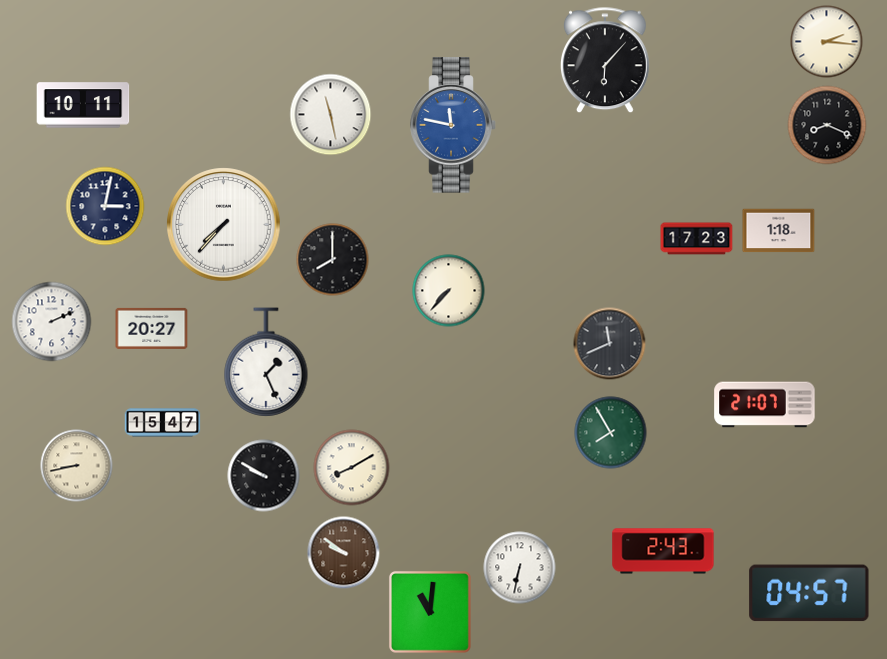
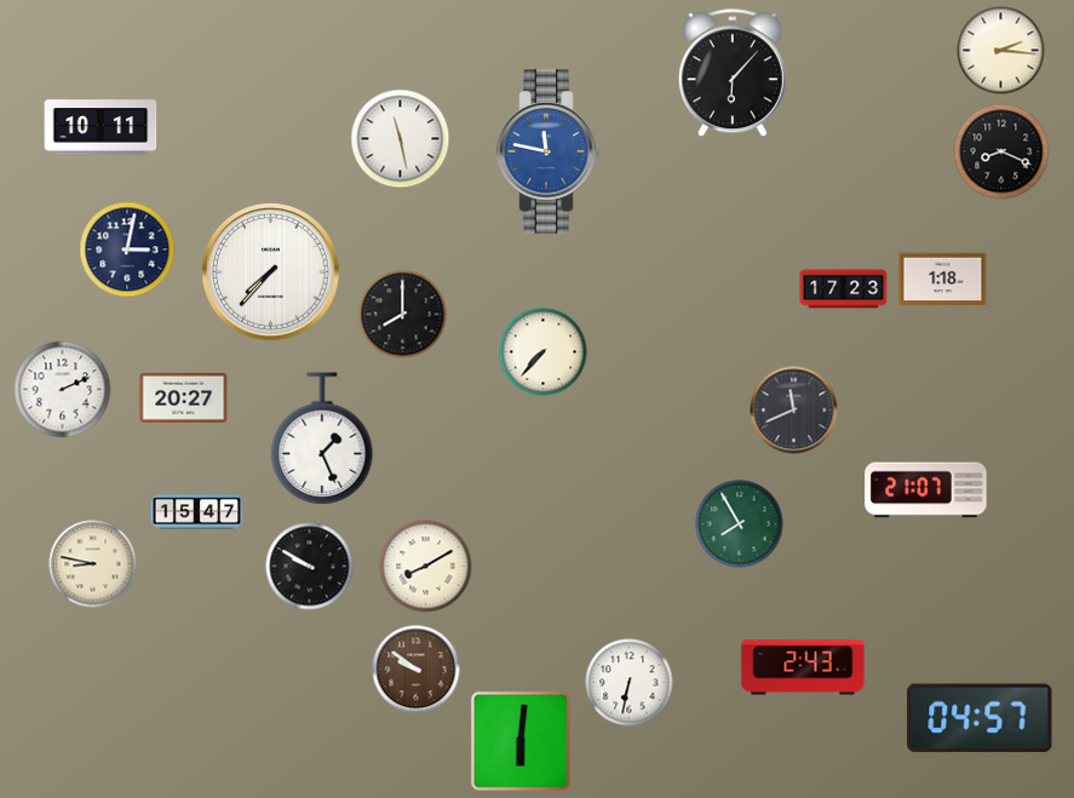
clock at (610, 344) position: (610, 344) -> (794, 411)
clock at (77, 466): 8:43 -> 8:47
clock at (264, 476) position: (264, 476) -> (310, 567)
clock at (520, 568) position: (520, 568) -> (630, 683)
clock at (430, 612): 11:01 -> 6:01
